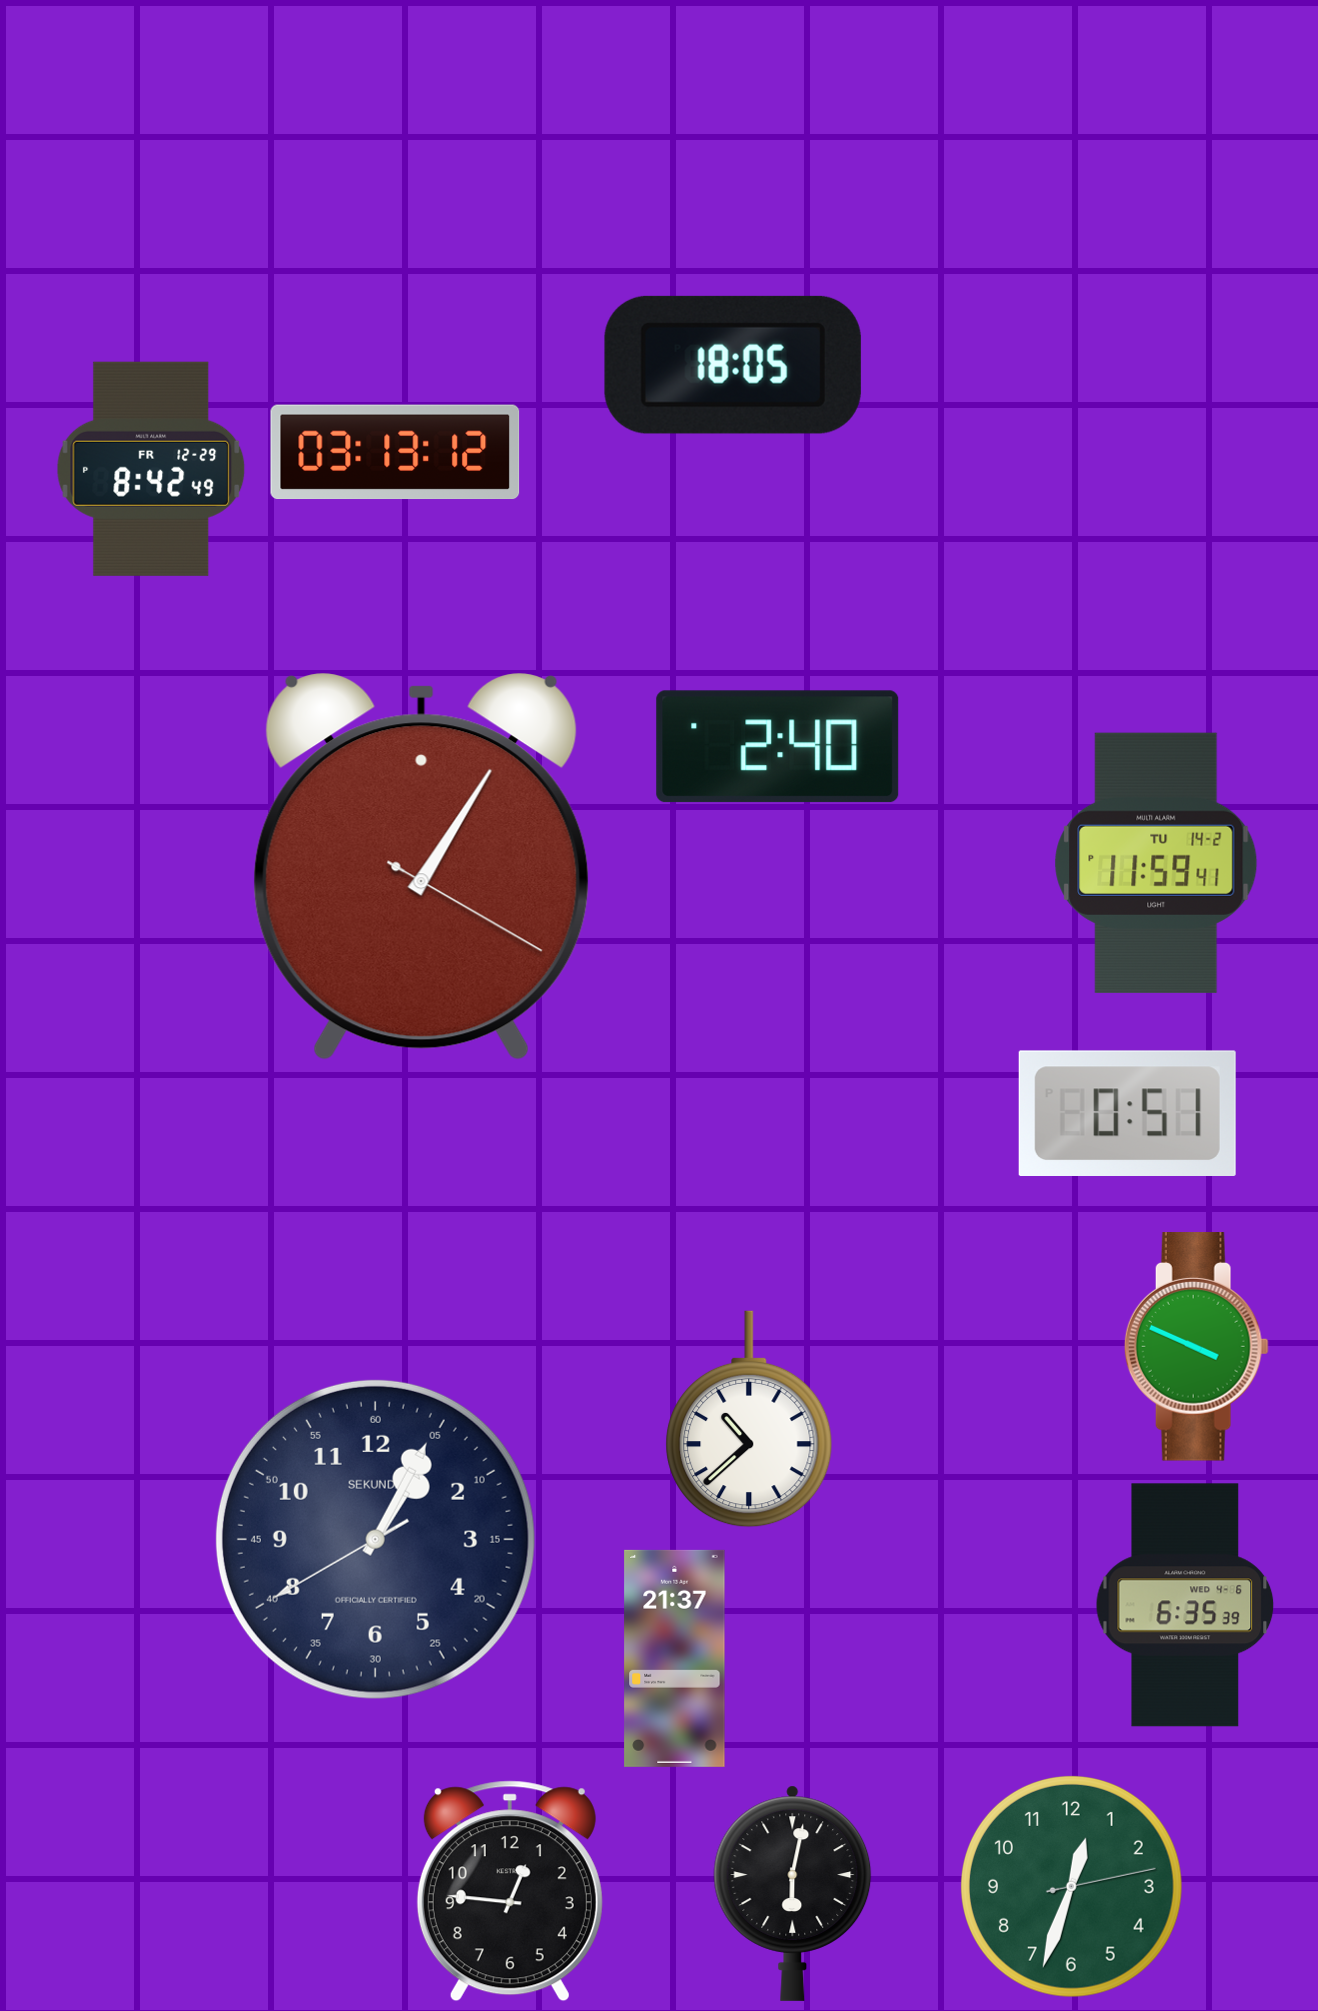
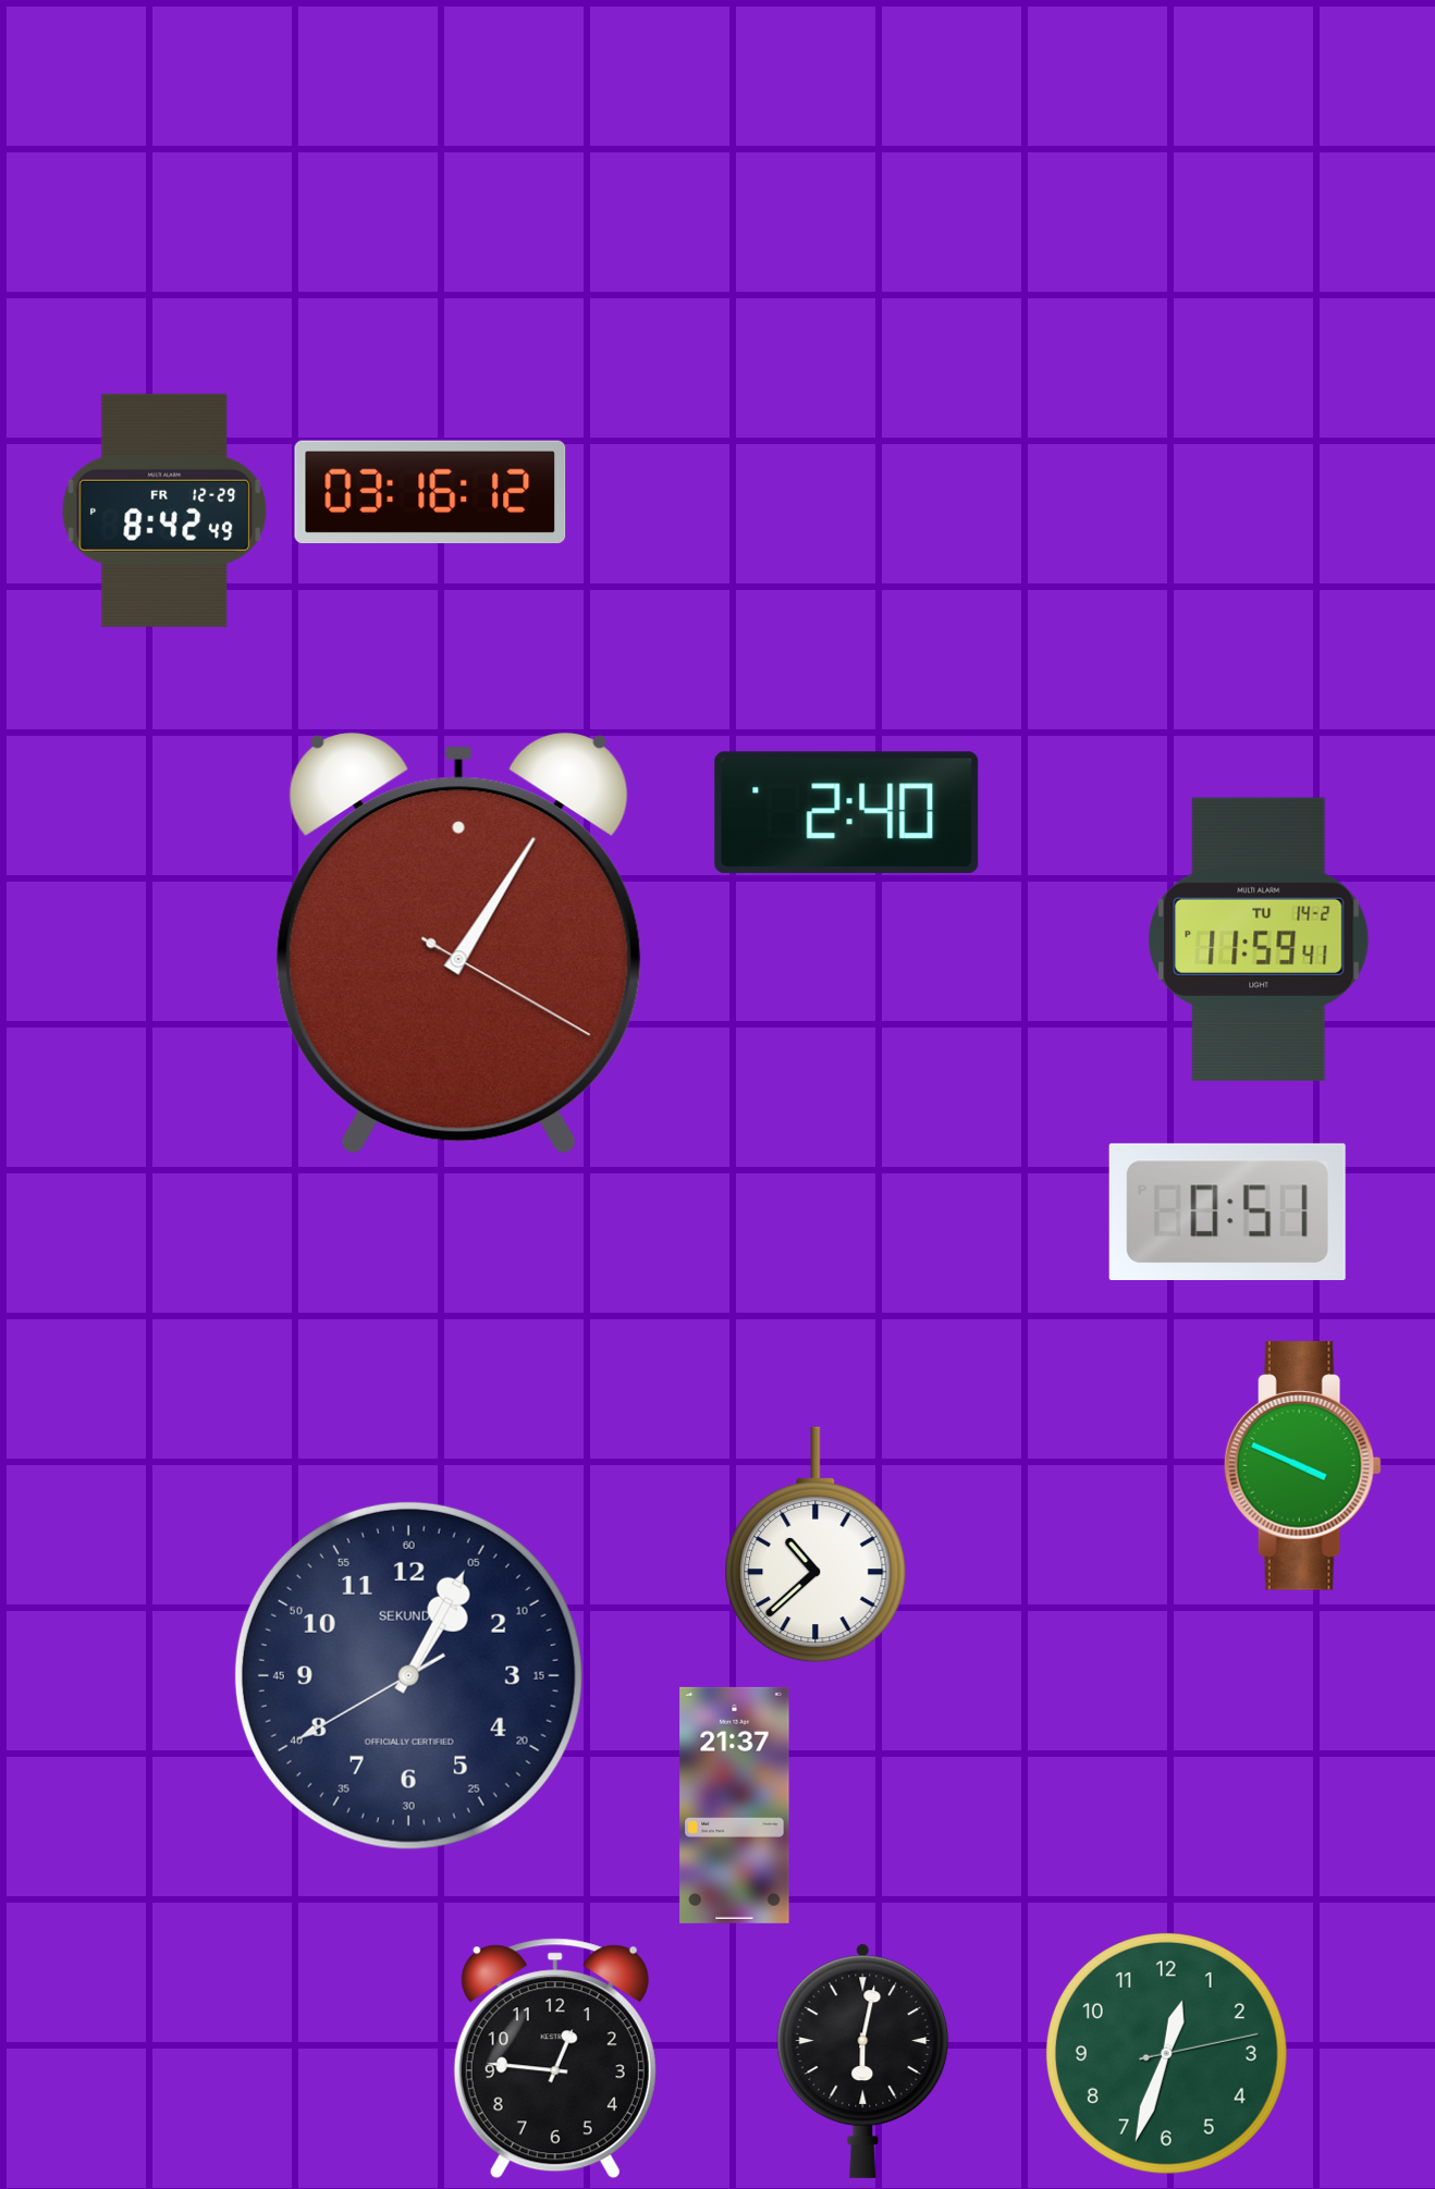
clock at (733, 365): 18:05 -> none
clock at (395, 452): 03:13 -> 03:16
clock at (1185, 1605): 6:35 -> none
